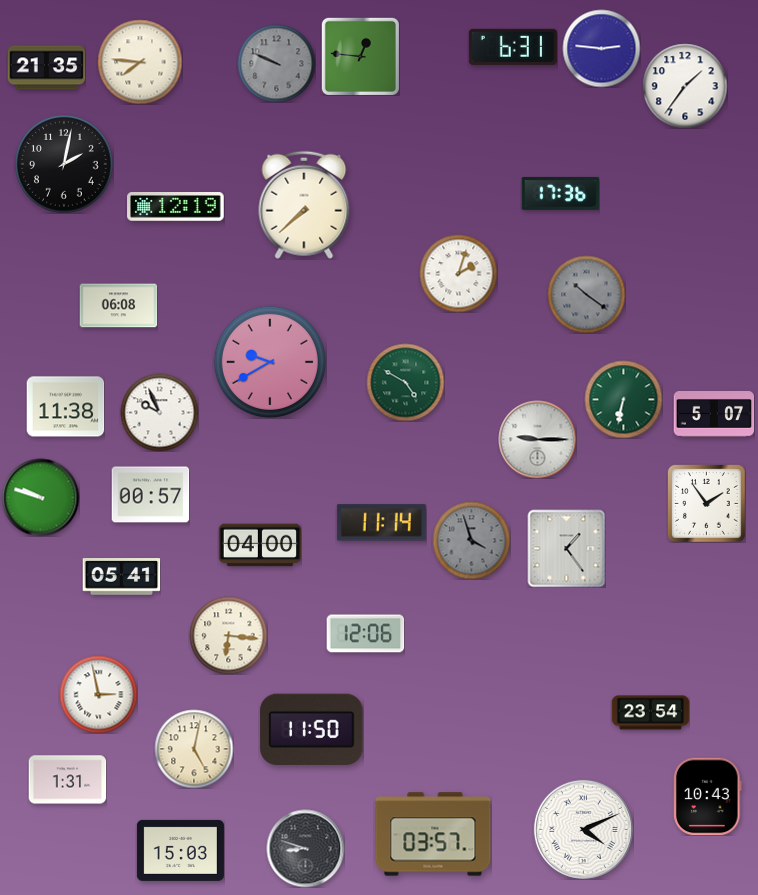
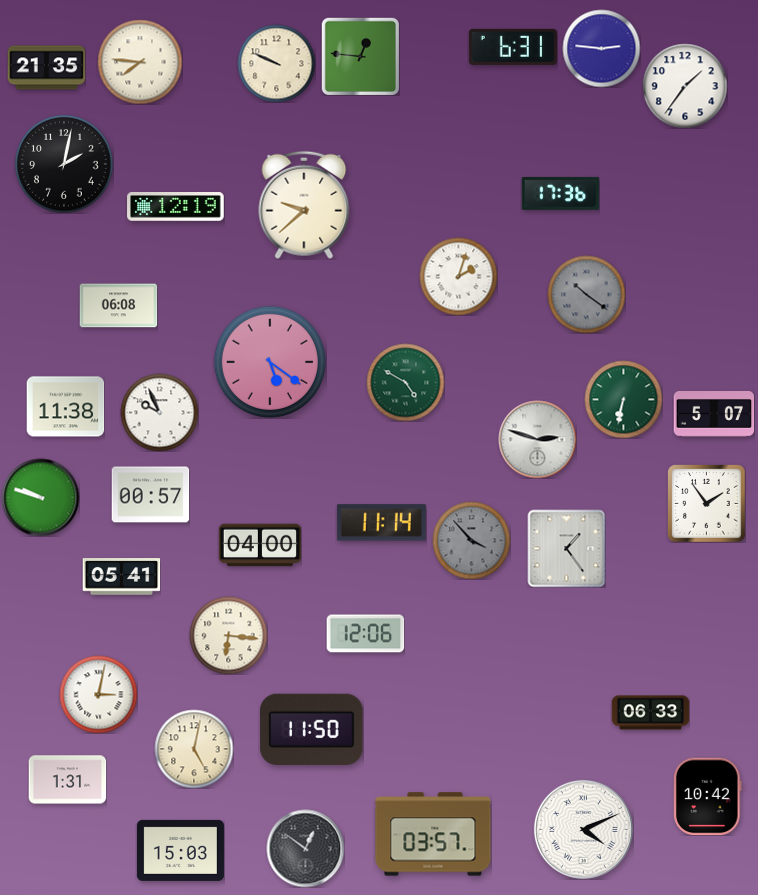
clock at (276, 63) dial: grey -> cream
clock at (304, 205): 7:38 -> 9:38
clock at (458, 273) position: (458, 273) -> (458, 276)
clock at (270, 362): 9:40 -> 5:21
clock at (537, 439): 9:15 -> 2:48
clock at (471, 540): 3:57 -> 3:53
clock at (98, 694): 2:58 -> 3:02
clock at (650, 713): 23:54 -> 06:33
clock at (708, 796): 10:43 -> 10:42
clock at (305, 848): 8:48 -> 12:51
